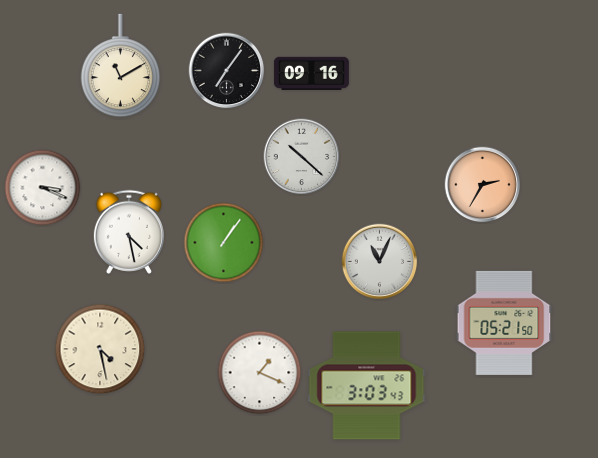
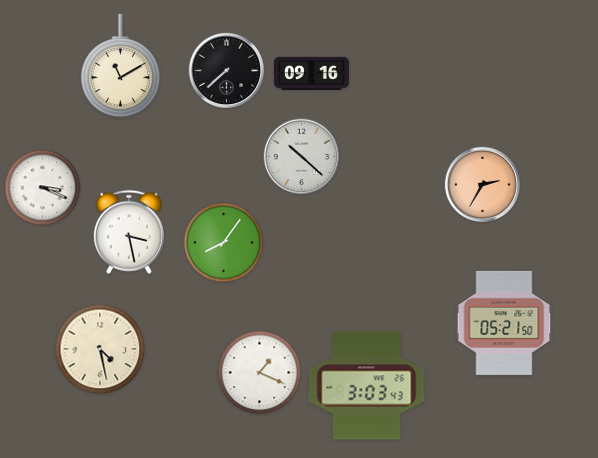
clock at (227, 71): 7:06 -> 7:38
clock at (129, 232): 4:28 -> 3:28
clock at (224, 243): 1:06 -> 8:06
clock at (380, 262): 11:04 -> none
